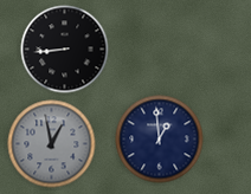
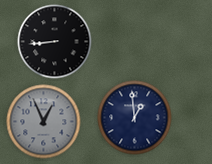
clock at (52, 144): 12:58 -> 12:56
